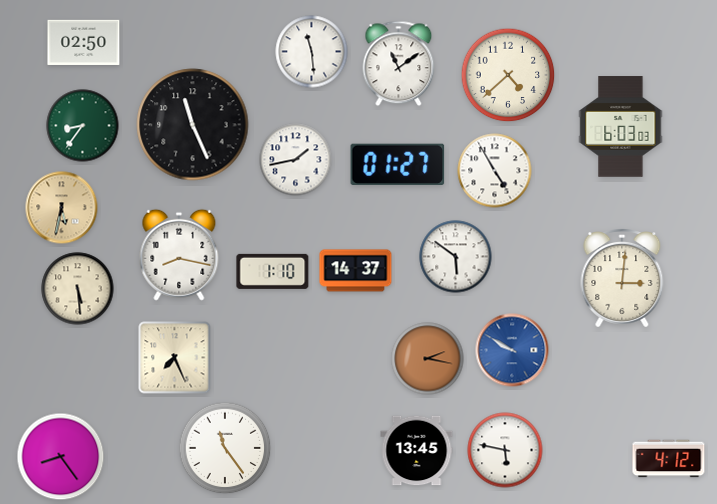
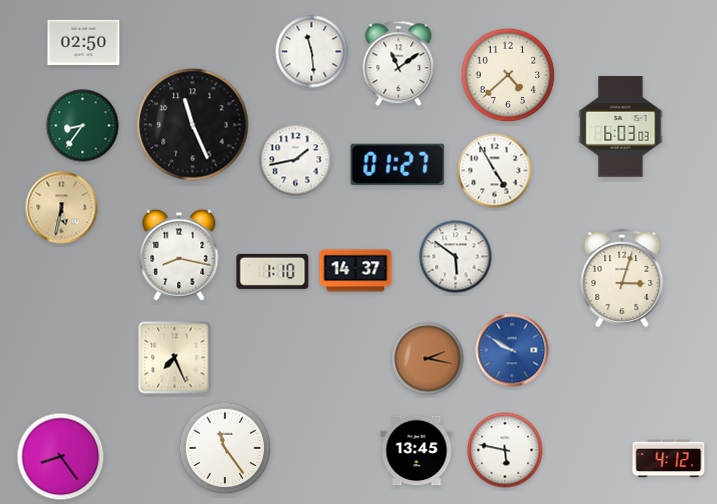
clock at (622, 279): 3:01 -> 3:03
clock at (78, 289): 5:29 -> none
